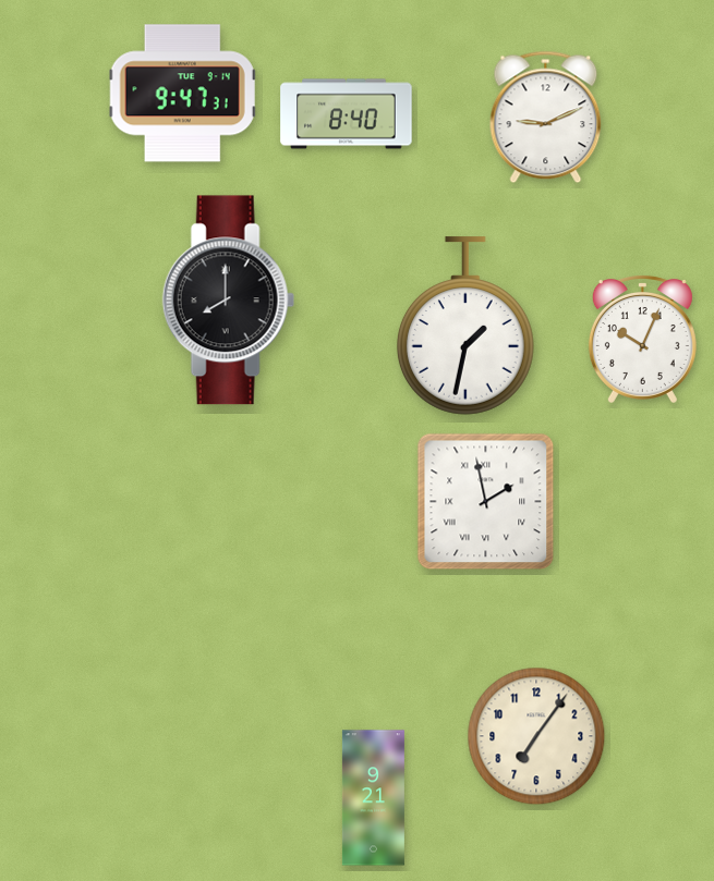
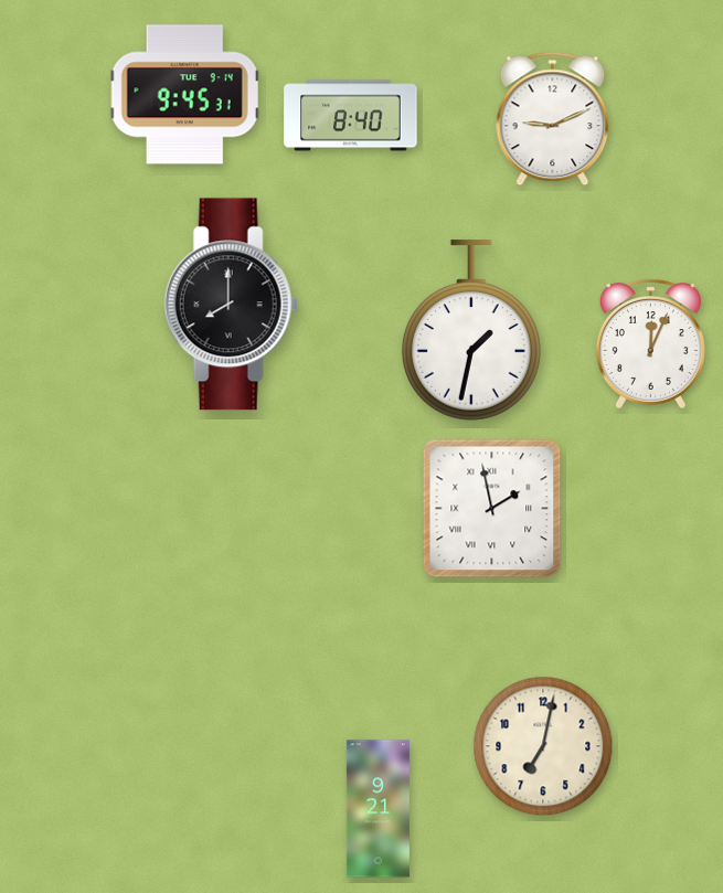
clock at (183, 94): 9:47 -> 9:45
clock at (642, 340): 10:04 -> 12:04
clock at (536, 736): 7:06 -> 7:02
